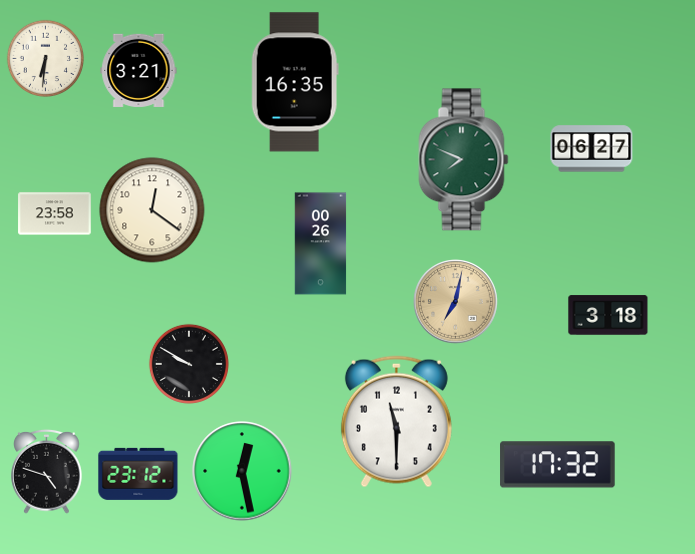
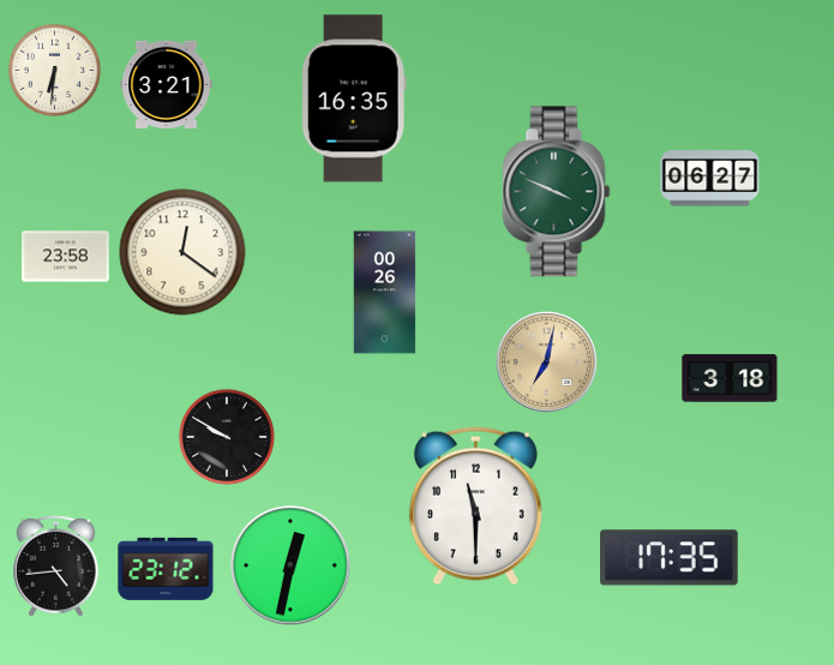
clock at (464, 160): 7:49 -> 3:49
clock at (558, 465): 17:32 -> 17:35
clock at (47, 471): 4:48 -> 4:44
clock at (242, 471): 12:28 -> 12:32
